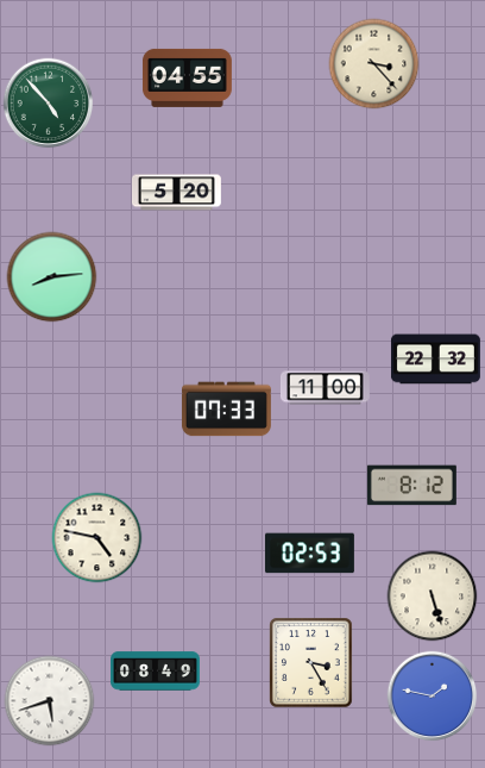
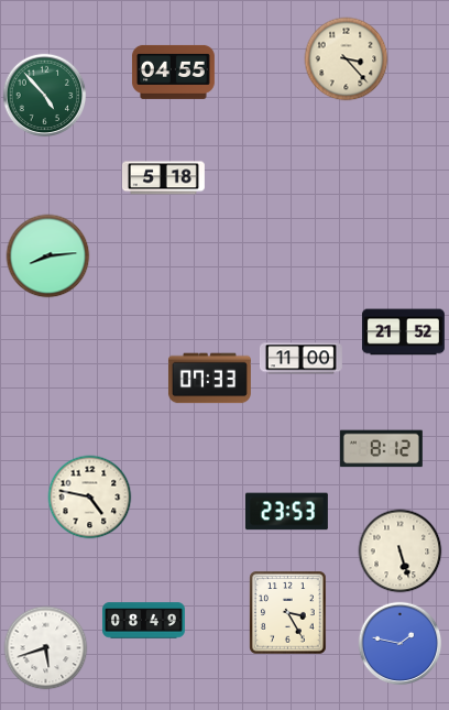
clock at (176, 193): 5:20 -> 5:18
clock at (435, 360): 22:32 -> 21:52
clock at (309, 554): 02:53 -> 23:53
